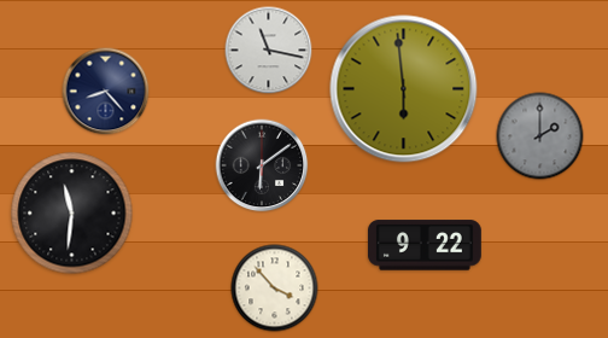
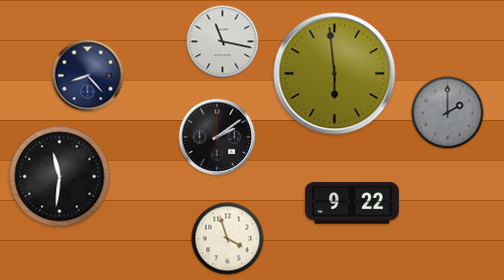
clock at (262, 165): 6:09 -> 2:09
clock at (275, 289): 3:53 -> 3:57
